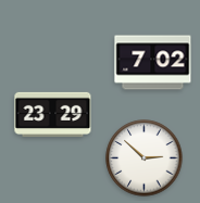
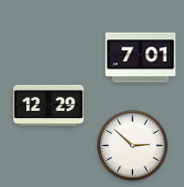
clock at (153, 63): 7:02 -> 7:01
clock at (53, 114): 23:29 -> 12:29
